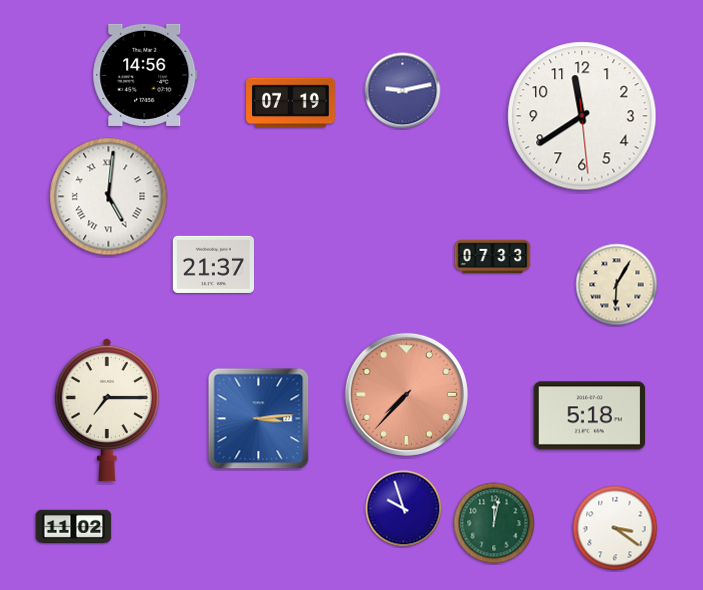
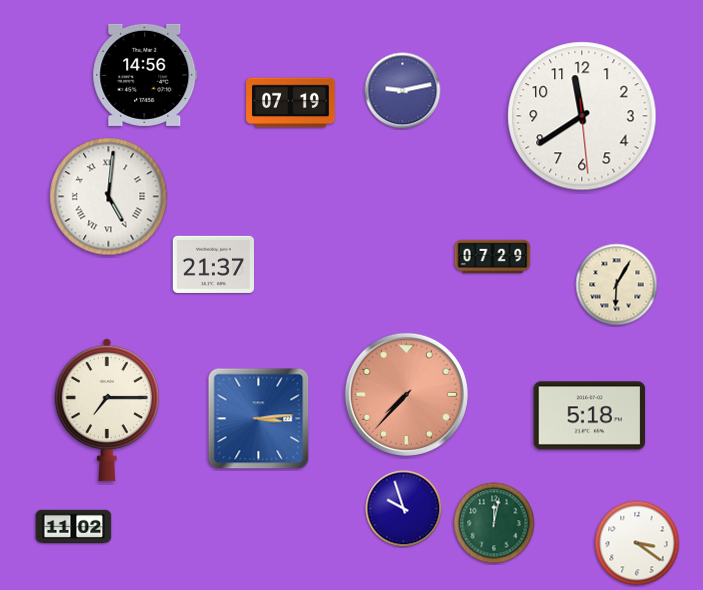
clock at (493, 257): 07:33 -> 07:29
clock at (615, 528) position: (615, 528) -> (637, 543)
